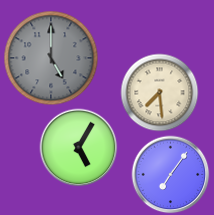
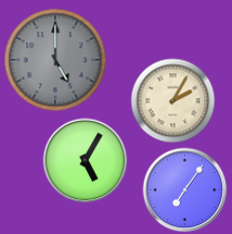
clock at (51, 58) position: (51, 58) -> (55, 60)
clock at (159, 92): 7:29 -> 2:05
